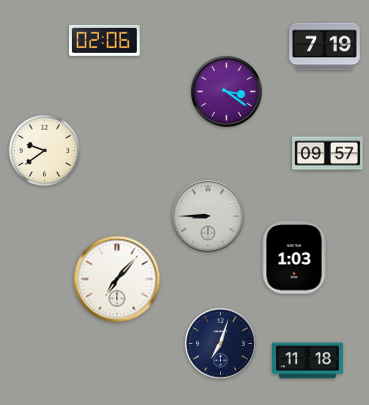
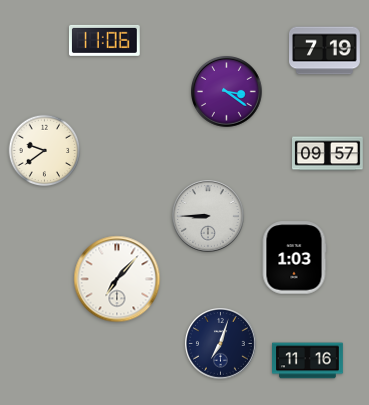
clock at (104, 40): 02:06 -> 11:06
clock at (325, 47) position: (325, 47) -> (325, 51)
clock at (308, 361): 11:18 -> 11:16
